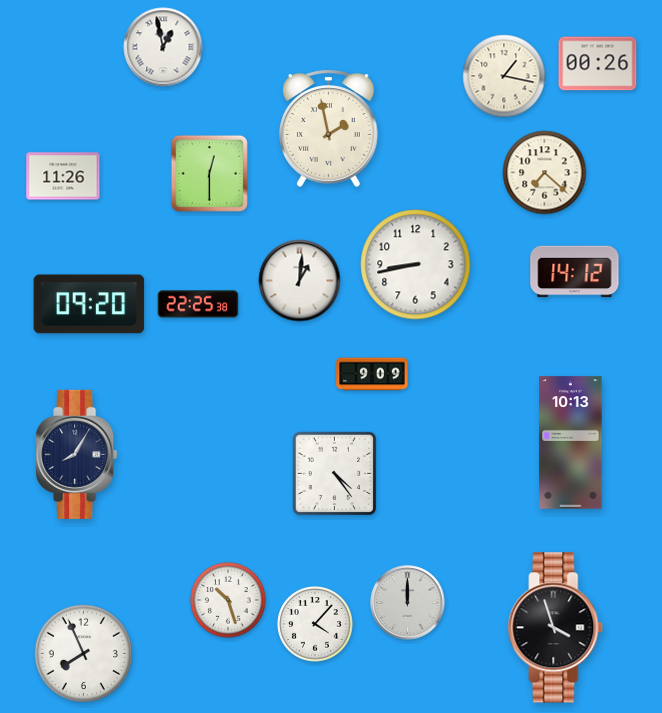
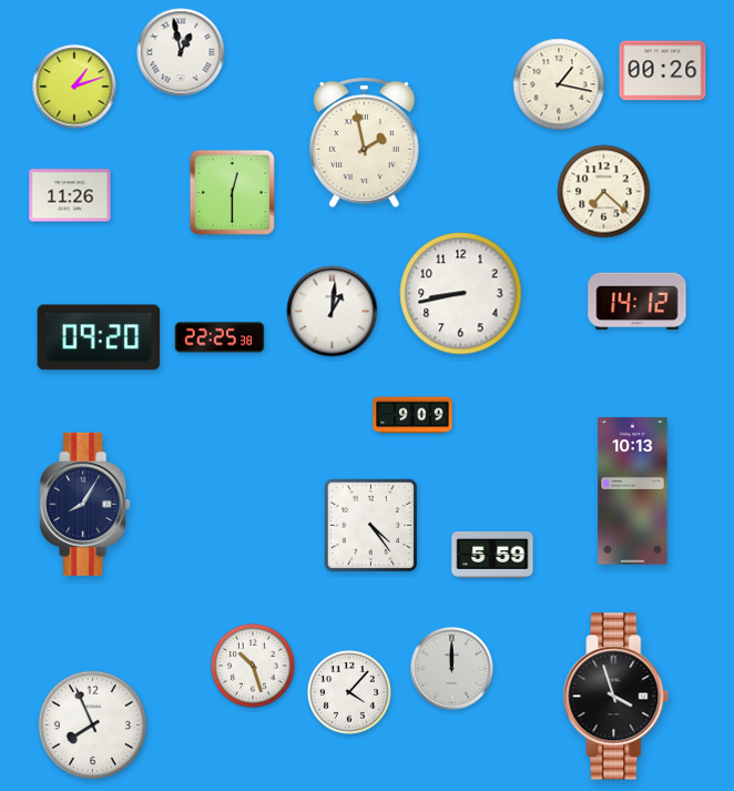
clock at (74, 87): none -> 1:12
clock at (492, 556): none -> 5:59
